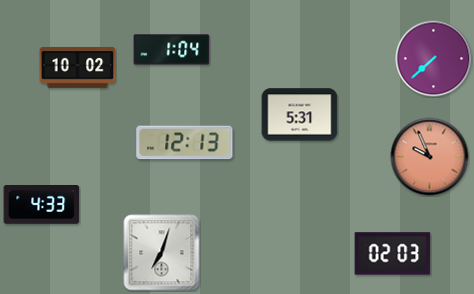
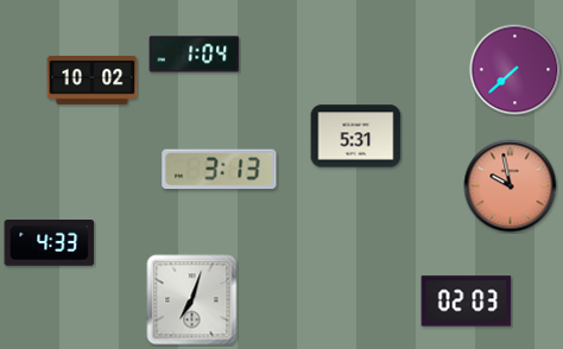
clock at (172, 50) position: (172, 50) -> (195, 55)
clock at (185, 143): 12:13 -> 3:13
clock at (430, 157): 9:56 -> 9:58
